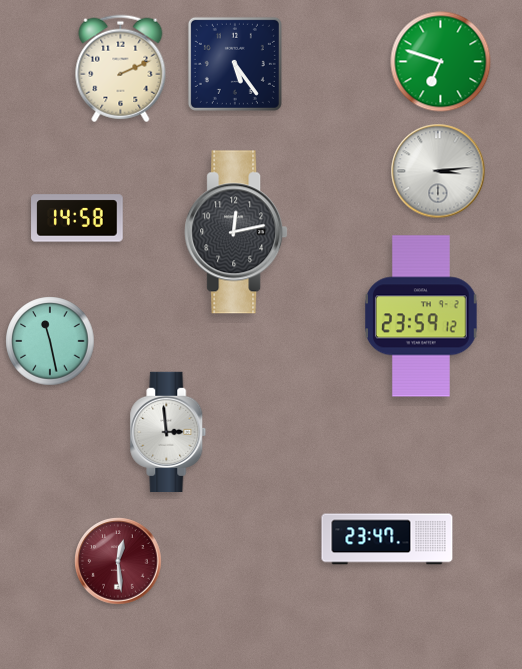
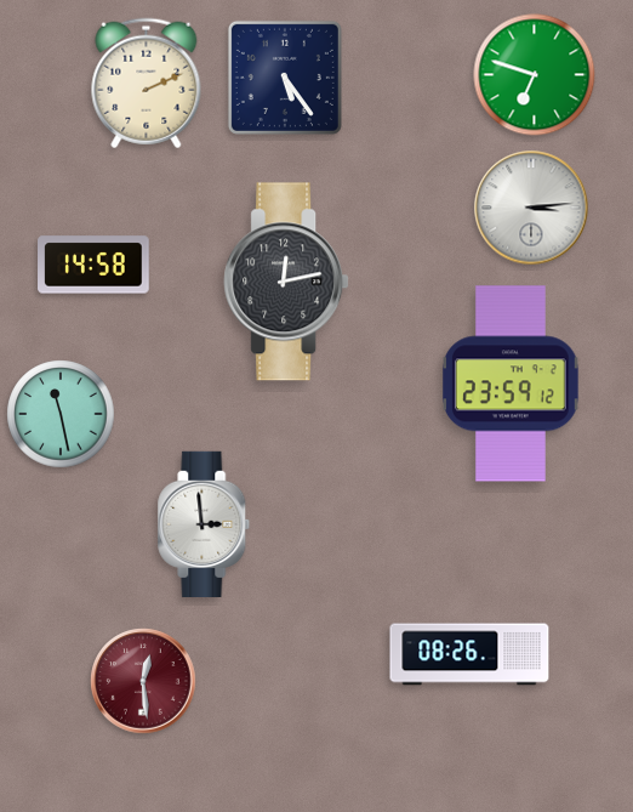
clock at (387, 539): 23:47 -> 08:26
